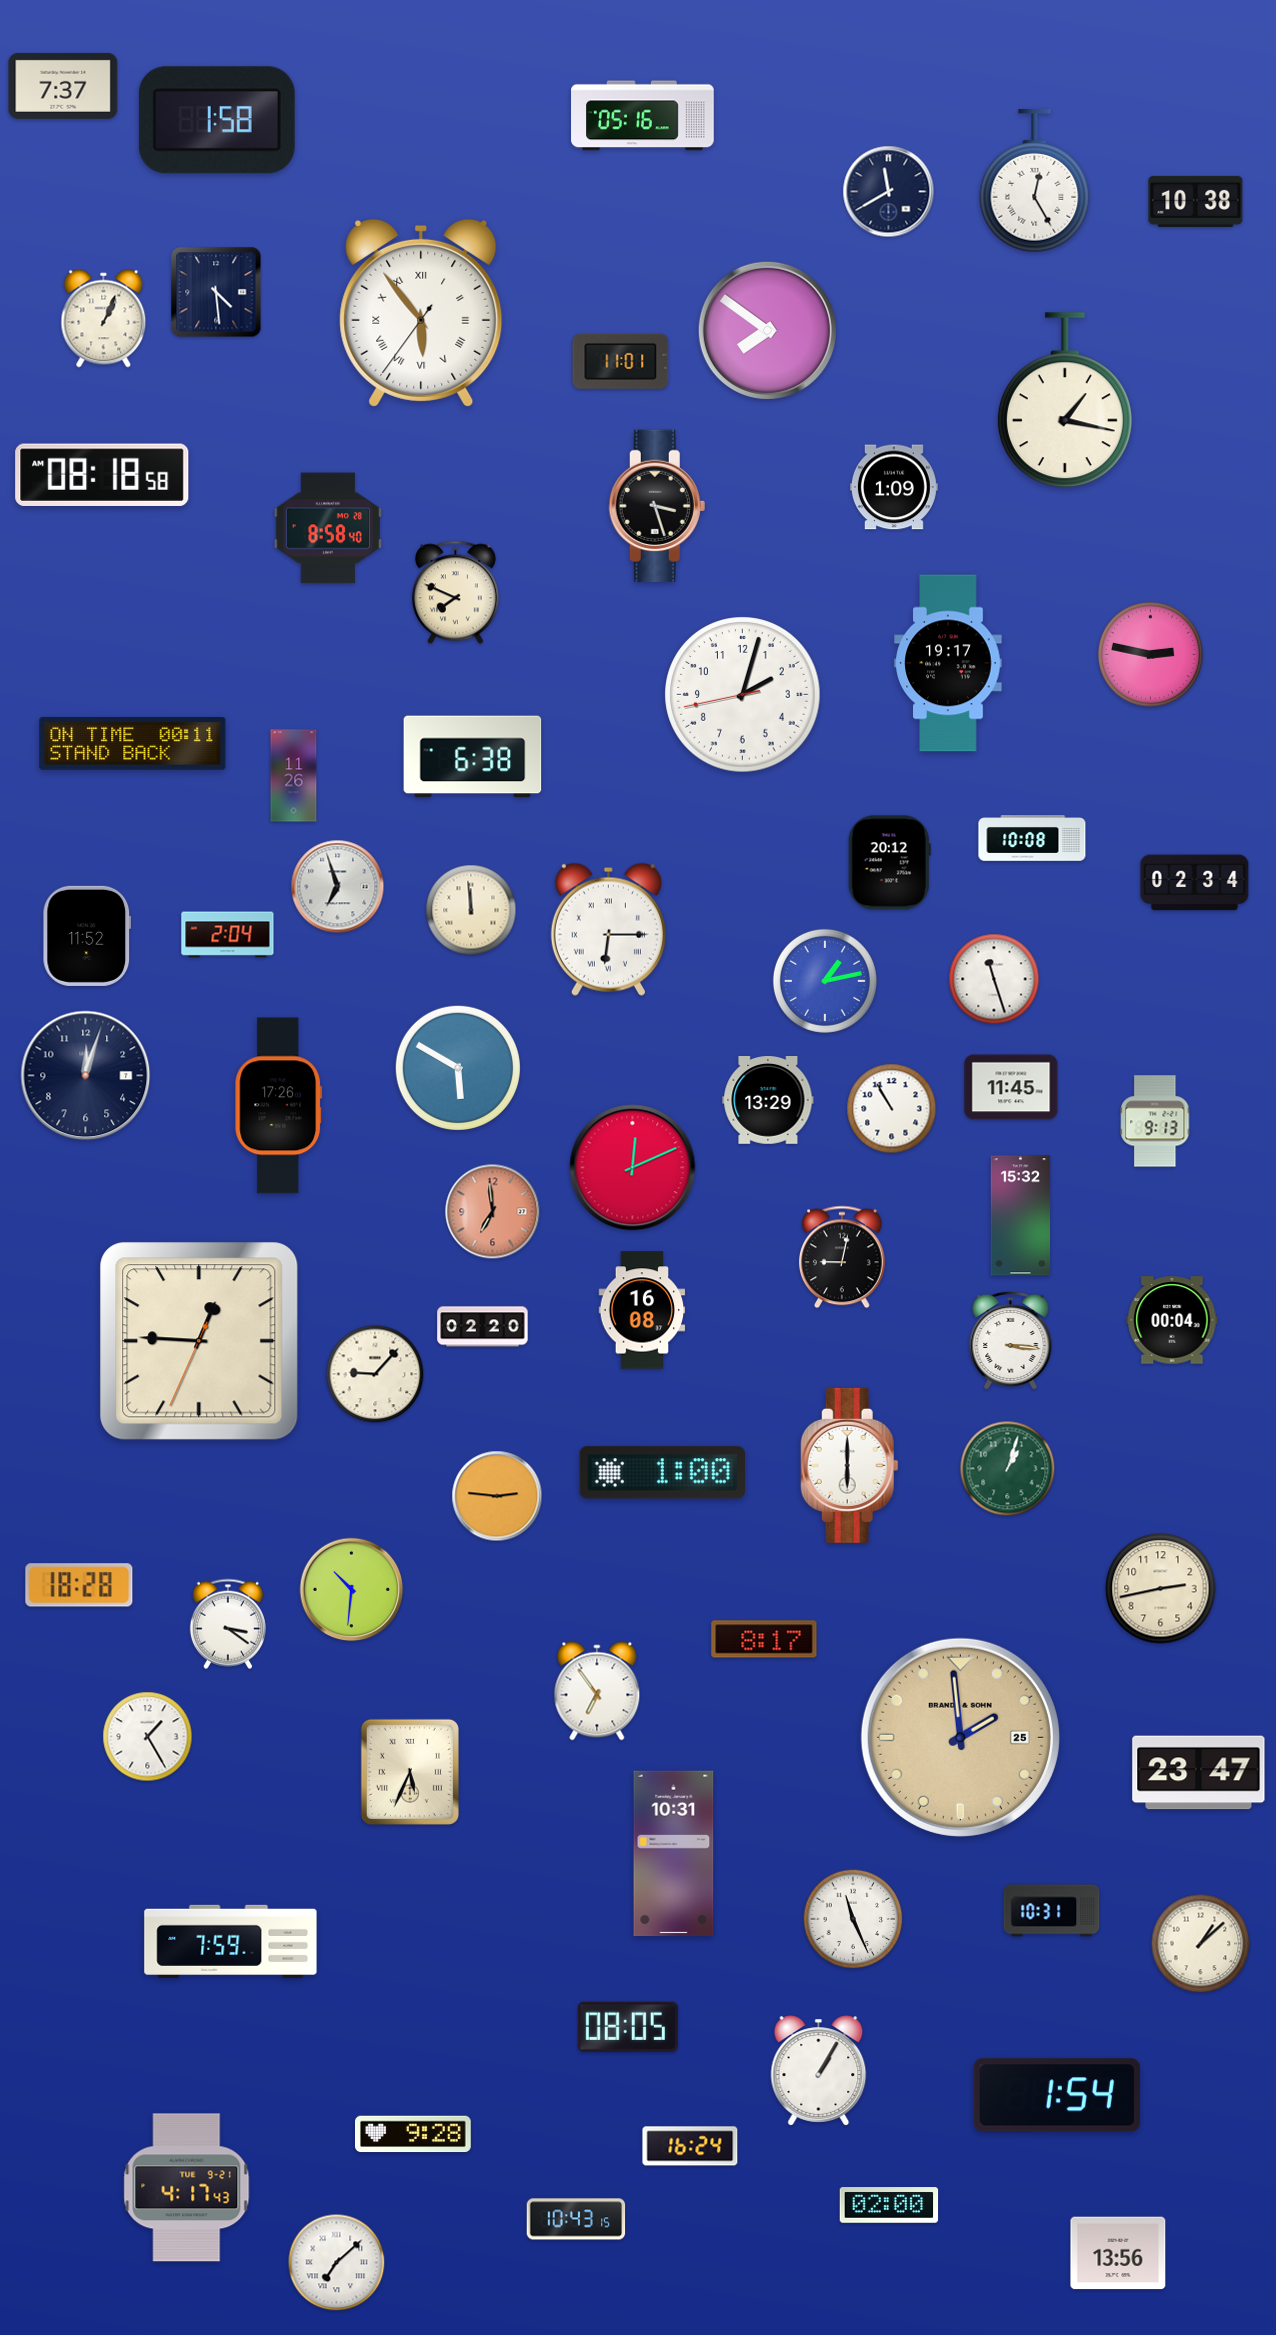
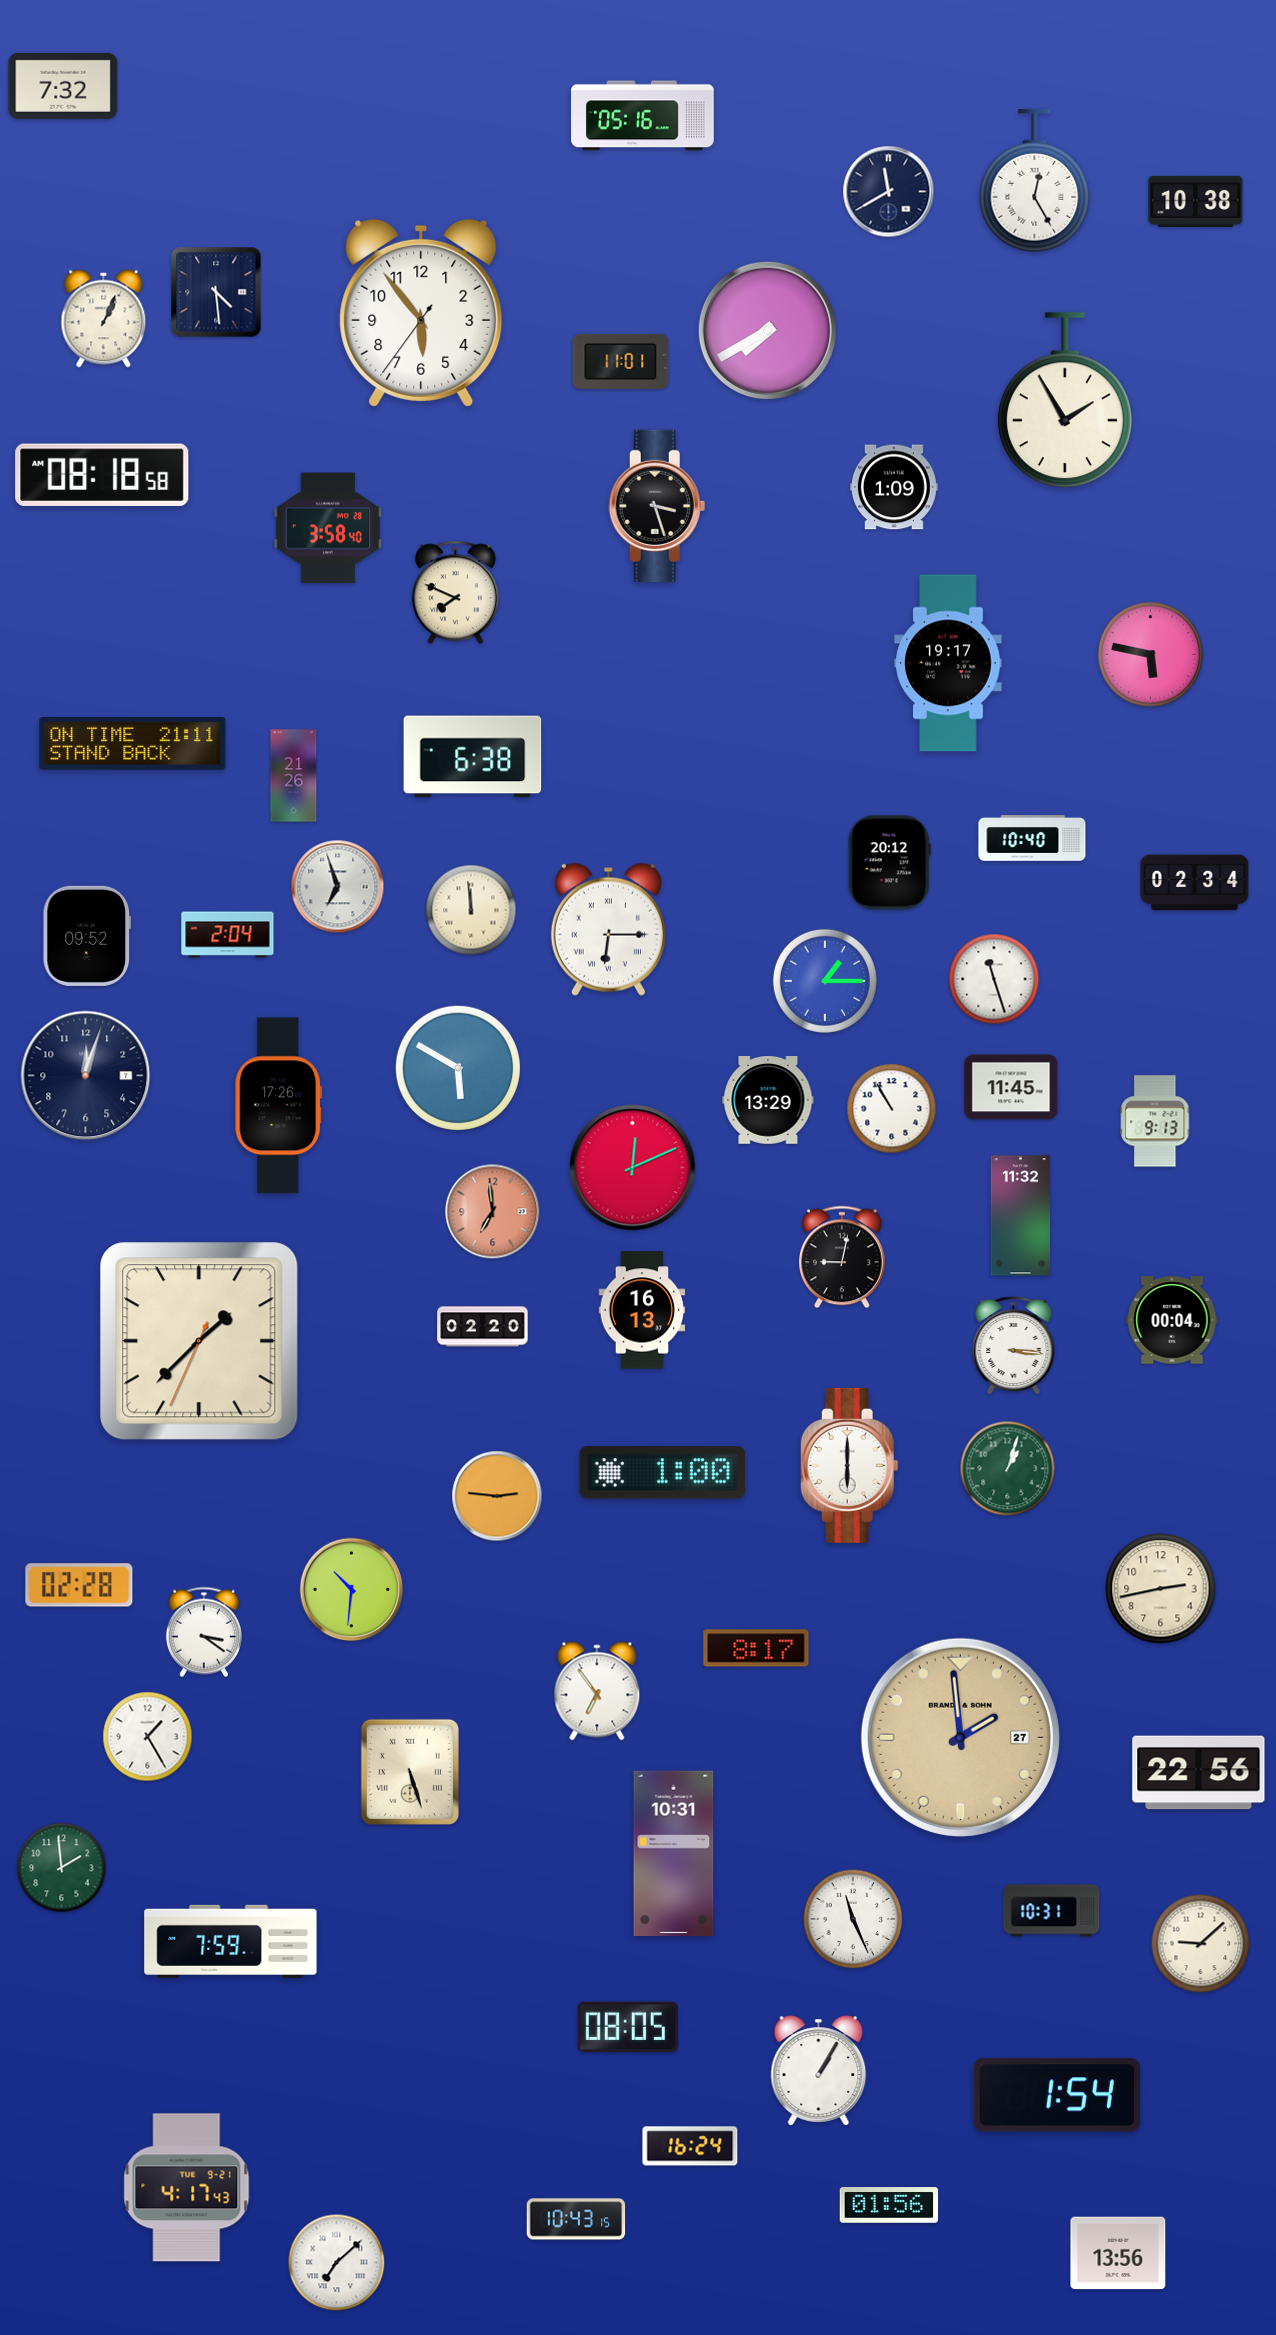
clock at (63, 86): 7:37 -> 7:32
clock at (217, 120): 1:58 -> none
clock at (421, 313) numerals: Roman -> Arabic
clock at (767, 330): 7:51 -> 7:40
clock at (1065, 401): 1:17 -> 1:55
clock at (328, 528): 8:58 -> 3:58
clock at (1150, 654): 2:47 -> 5:47
clock at (743, 695): 2:02 -> none
clock at (133, 744): 00:11 -> 21:11
clock at (294, 776): 11:26 -> 21:26
clock at (1032, 838): 10:08 -> 10:40
clock at (87, 936): 11:52 -> 09:52
clock at (825, 981): 1:13 -> 1:15
clock at (1021, 1216): 15:32 -> 11:32
clock at (642, 1310): 16:08 -> 16:13
clock at (199, 1341): 12:45 -> 1:37
clock at (1011, 1341) position: (1011, 1341) -> (1014, 1346)
clock at (375, 1374): 9:07 -> none
clock at (79, 1585): 18:28 -> 02:28
clock at (228, 1624) position: (228, 1624) -> (204, 1632)
clock at (764, 1639) position: (764, 1639) -> (756, 1648)
clock at (960, 1737) date: 25 -> 27
clock at (410, 1772): 5:34 -> 5:27
clock at (1199, 1773): 23:47 -> 22:56
clock at (62, 1868): none -> 1:59
clock at (1201, 1944): 1:08 -> 9:08
clock at (414, 2134): 9:28 -> none
clock at (889, 2205): 02:00 -> 01:56
